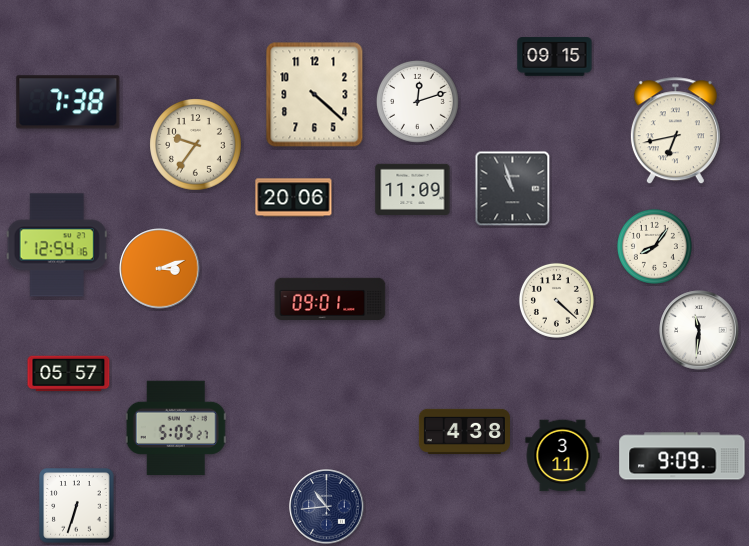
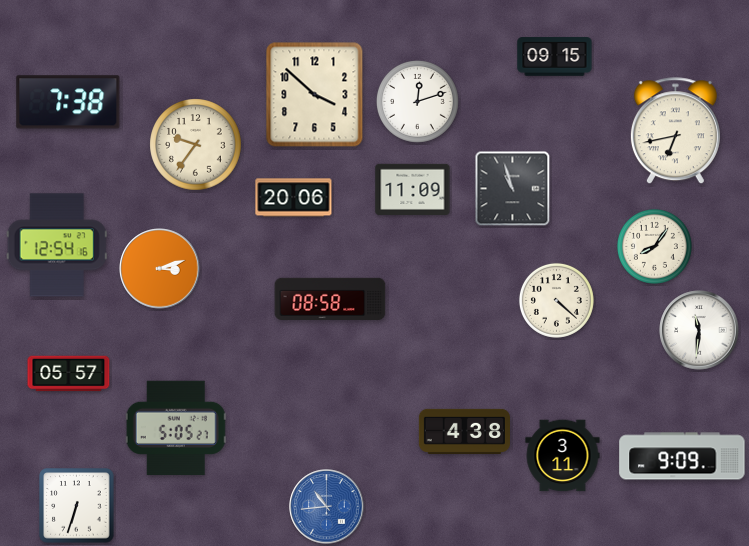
clock at (315, 95): 4:22 -> 3:52
clock at (330, 299): 09:01 -> 08:58
clock at (327, 507) dial: navy -> blue
